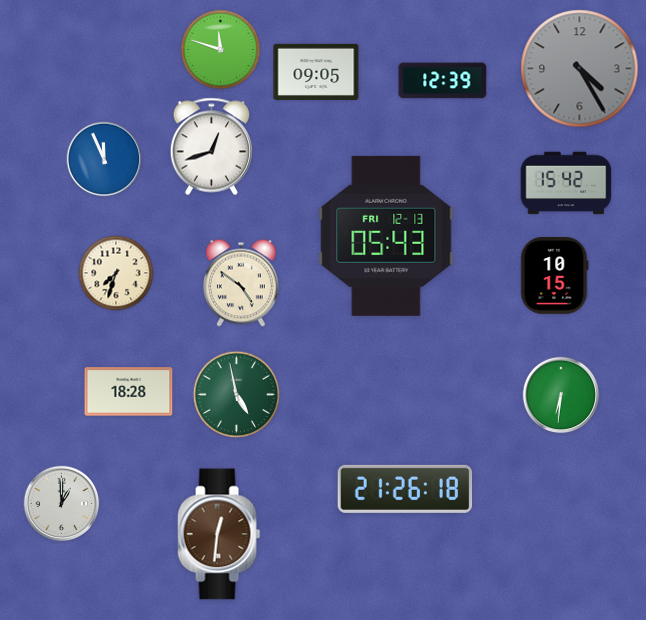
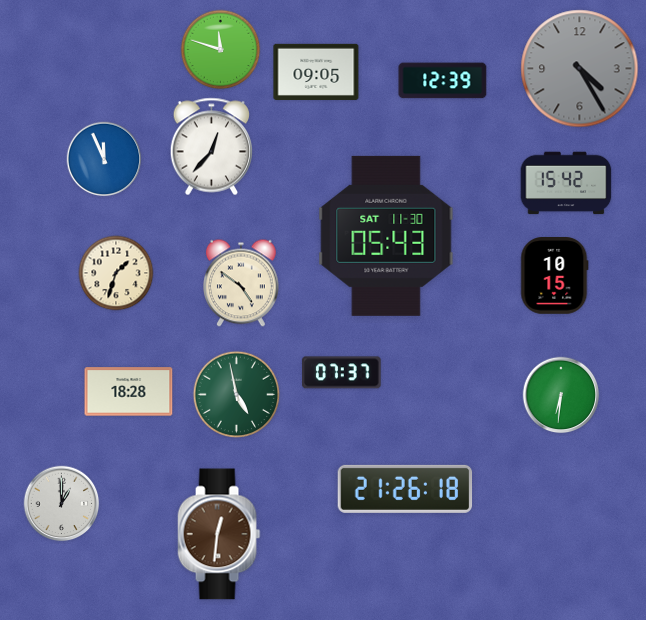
clock at (212, 147): 12:42 -> 12:37
clock at (386, 236) date: FRI 12-13 -> SAT 11-30
clock at (116, 273): 7:33 -> 1:33
clock at (342, 373): none -> 07:37
